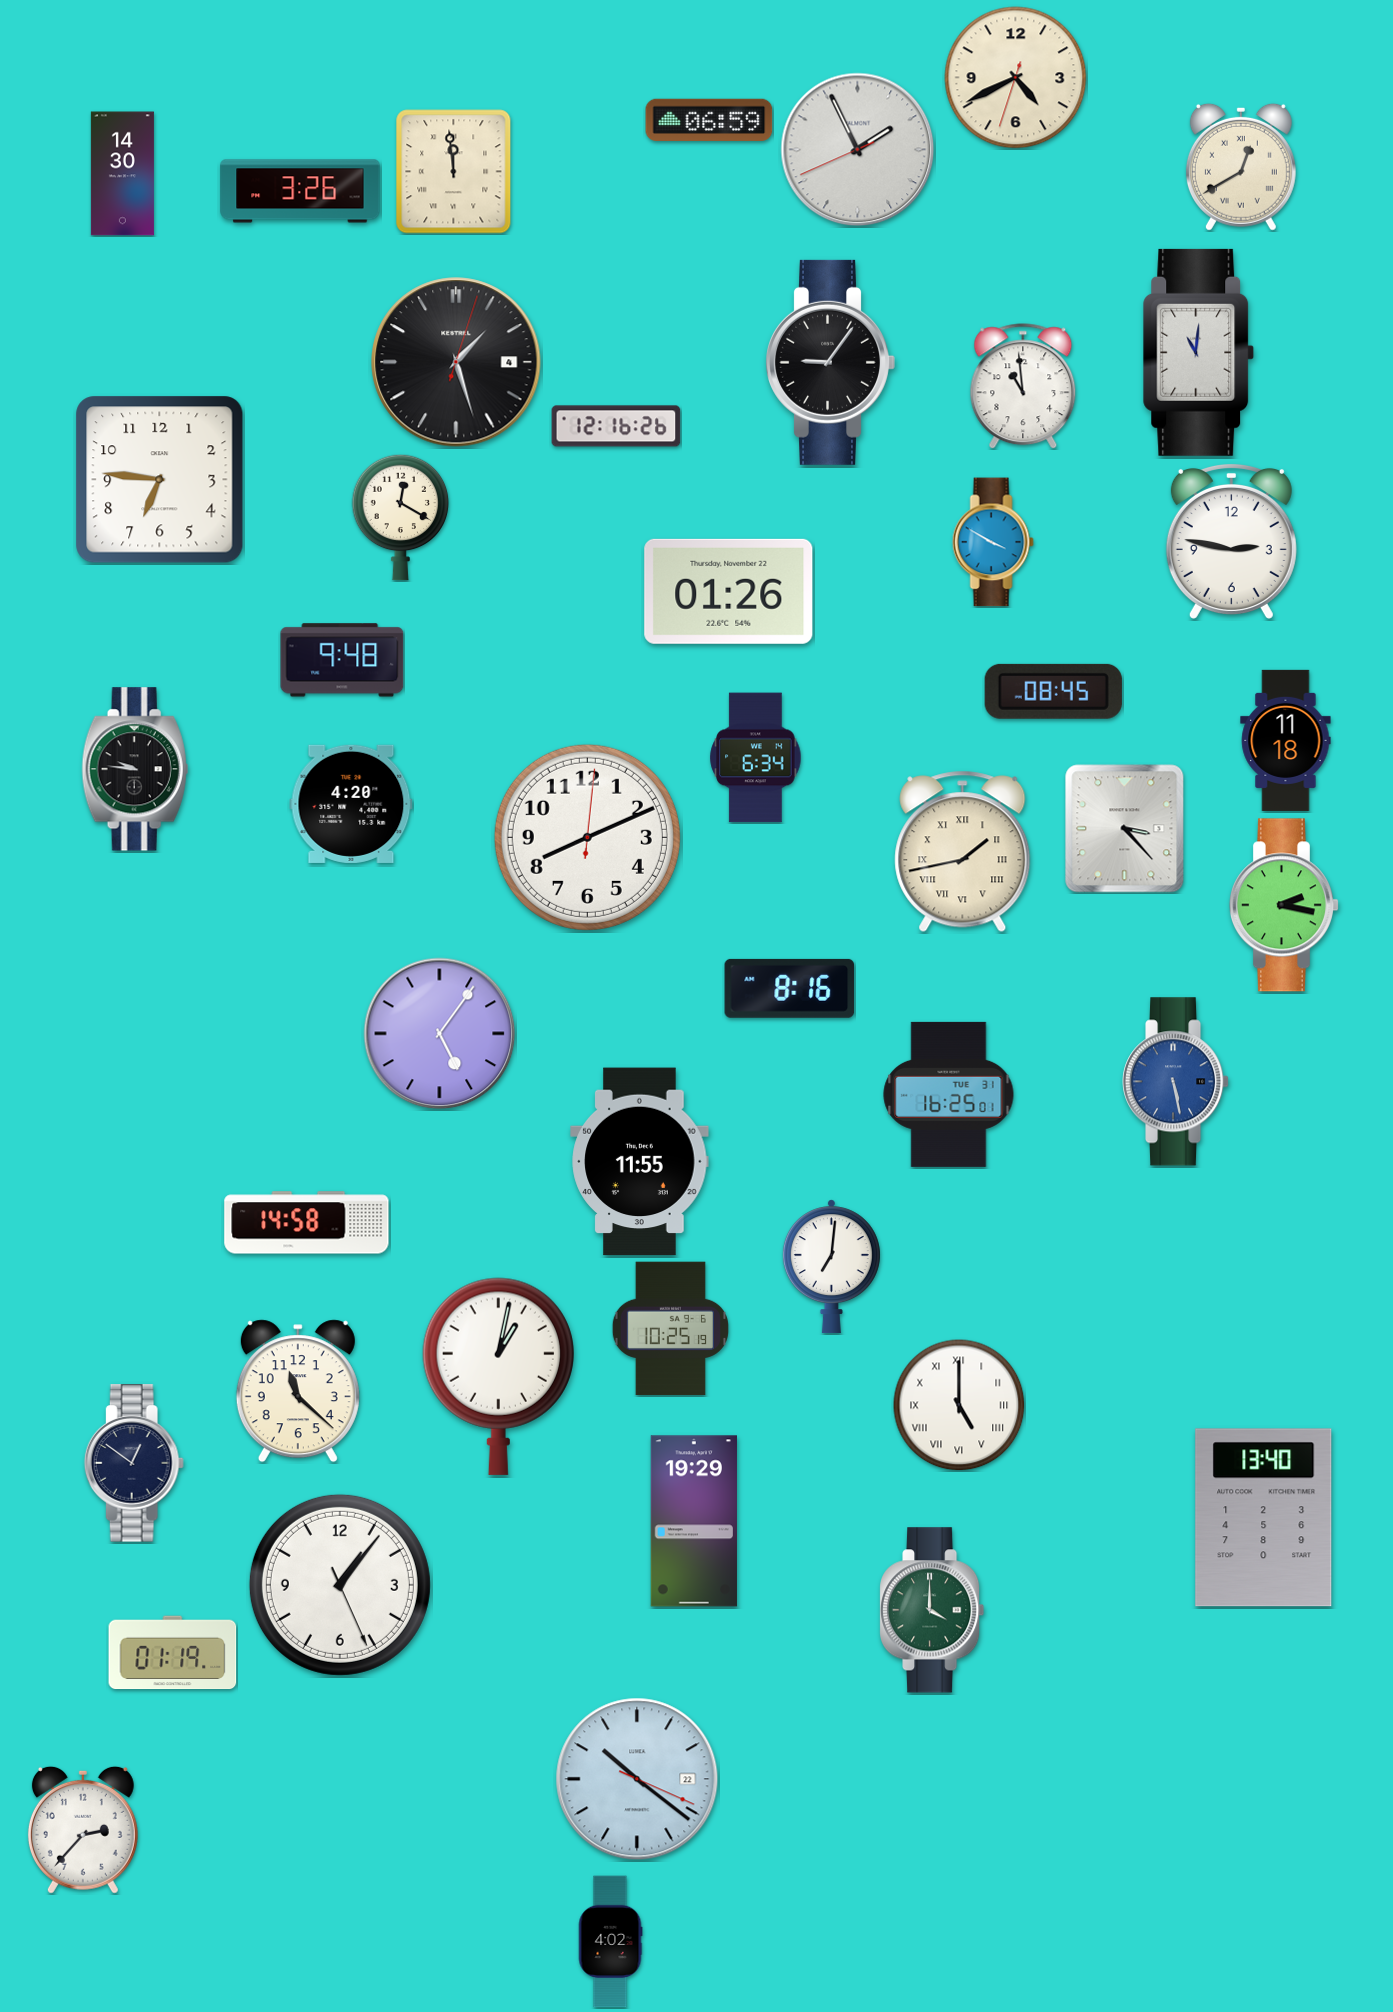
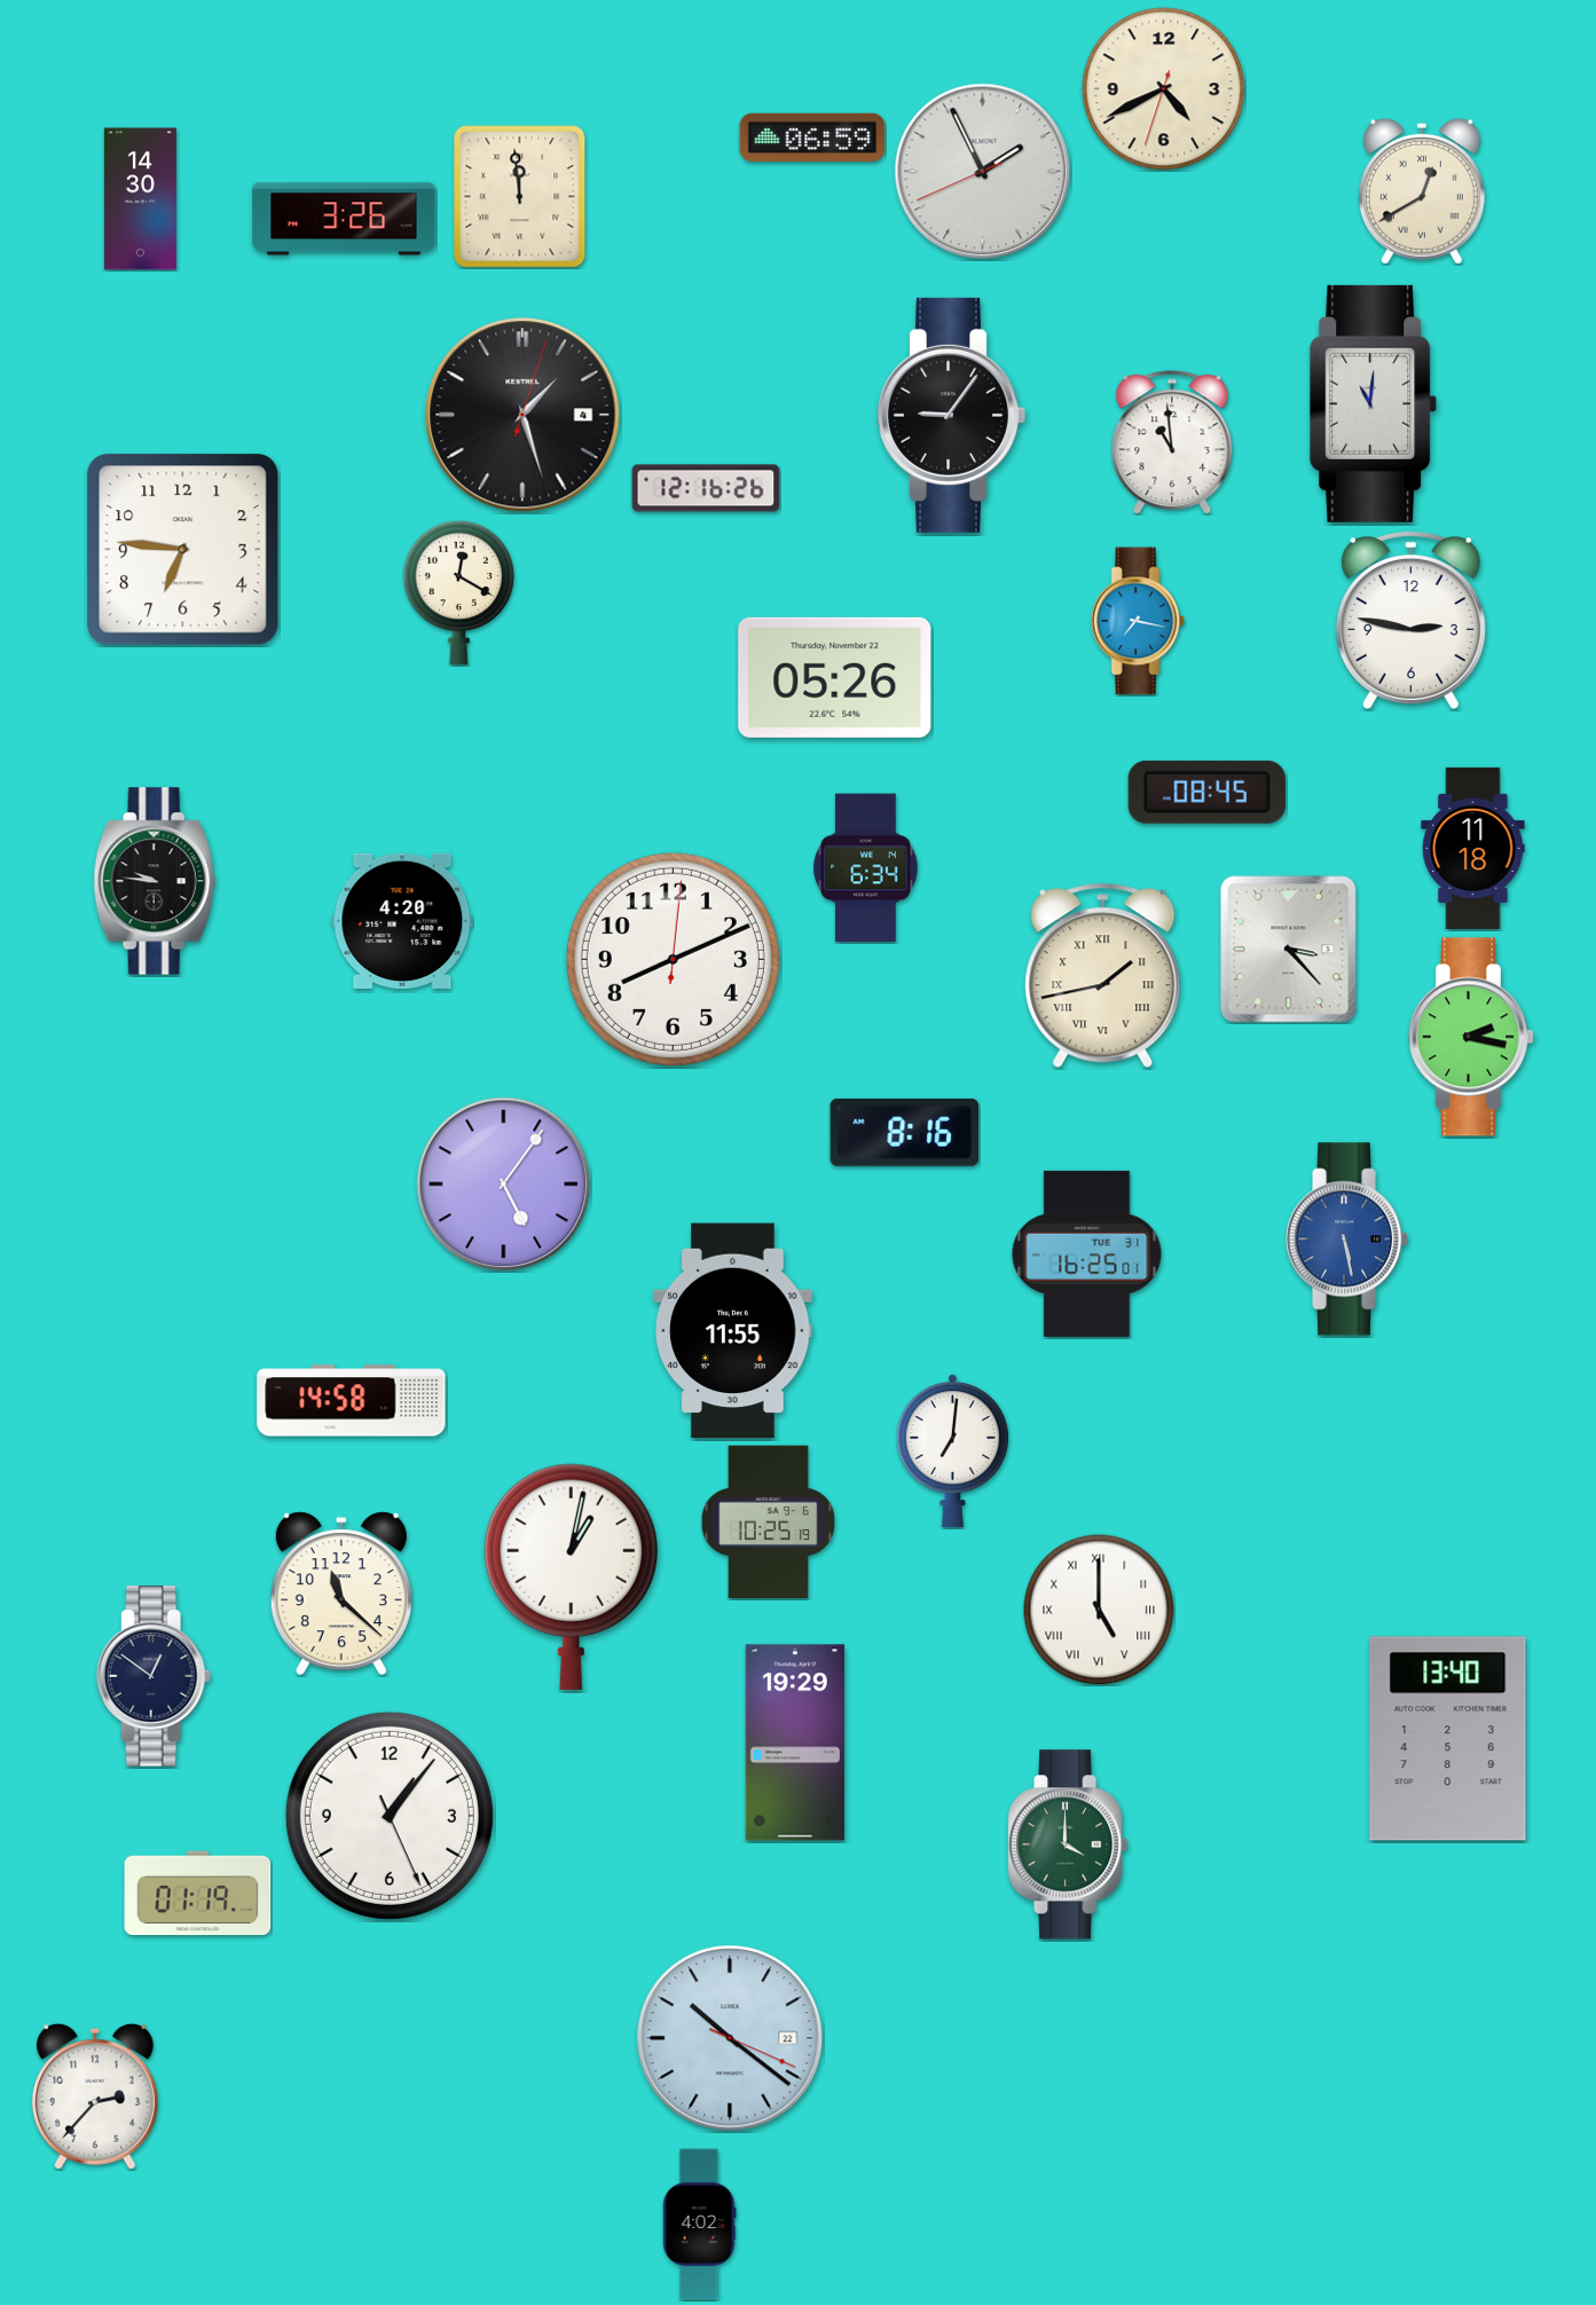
clock at (993, 542): 3:50 -> 7:17
clock at (729, 591): 01:26 -> 05:26
clock at (342, 660): 9:48 -> none
